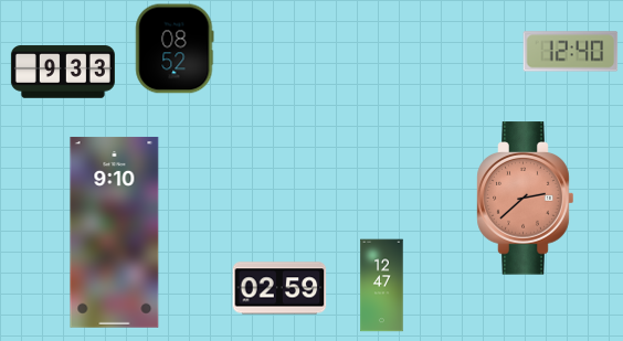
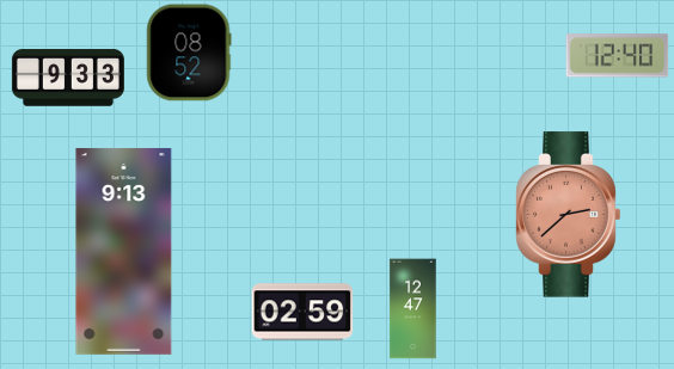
clock at (115, 232): 9:10 -> 9:13
